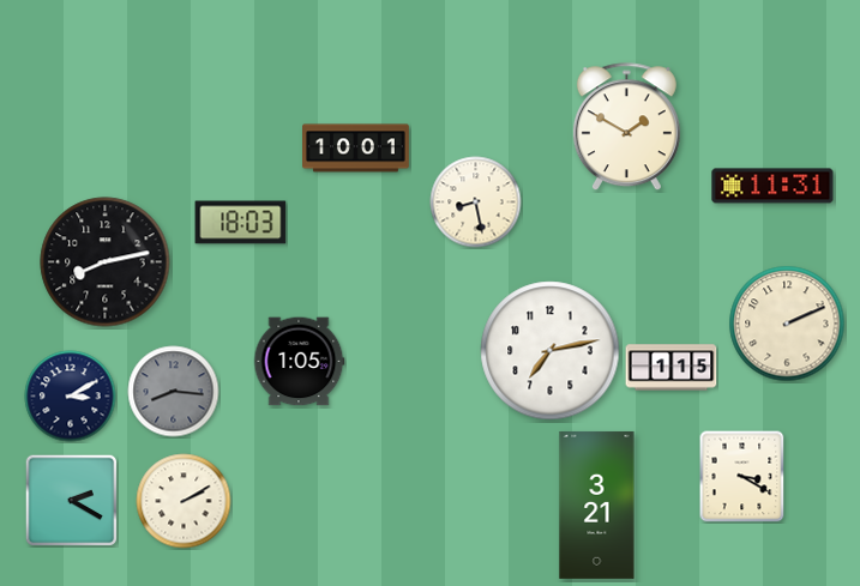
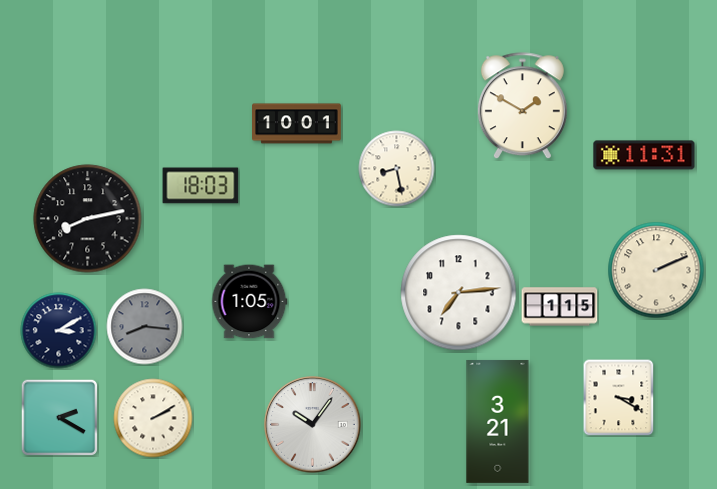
clock at (551, 351): 7:13 -> 7:14
clock at (313, 425): none -> 10:06
